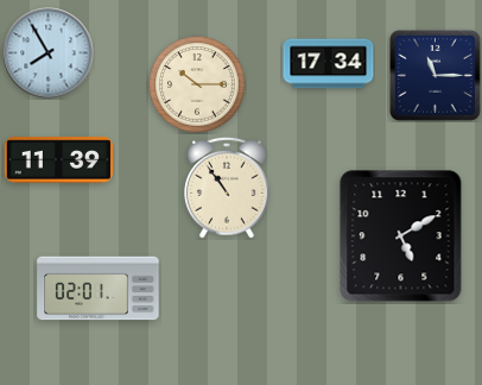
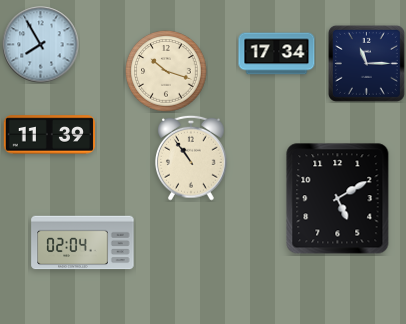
clock at (197, 84): 10:15 -> 10:18
clock at (99, 289): 02:01 -> 02:04
